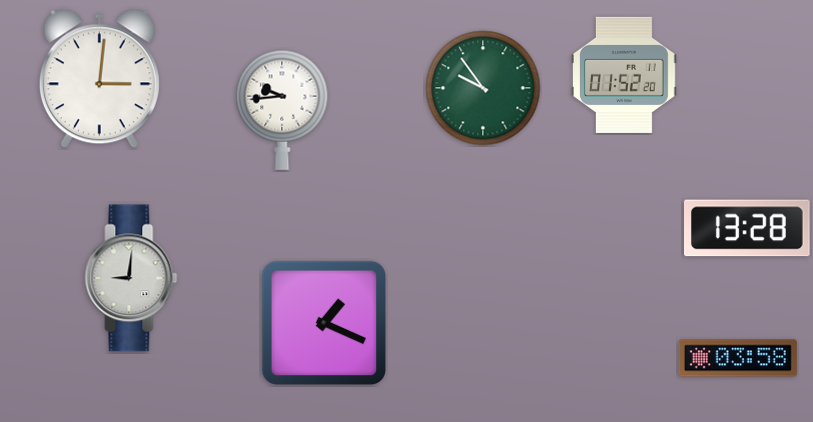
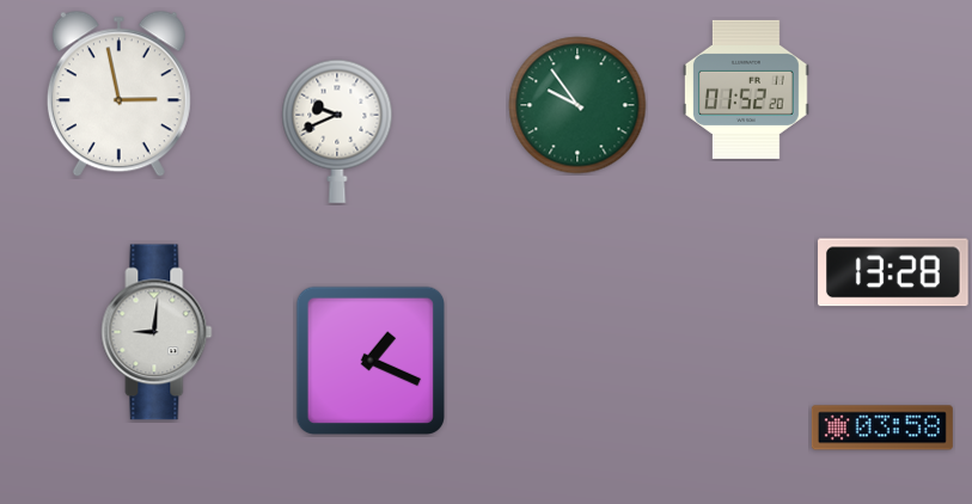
clock at (99, 79): 3:01 -> 2:58
clock at (282, 110): 9:44 -> 9:41
clock at (324, 323) position: (324, 323) -> (371, 361)
